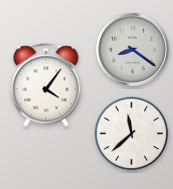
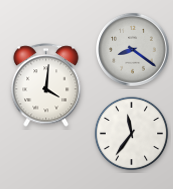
clock at (46, 85): 4:06 -> 4:01
clock at (132, 134): 11:38 -> 11:36
